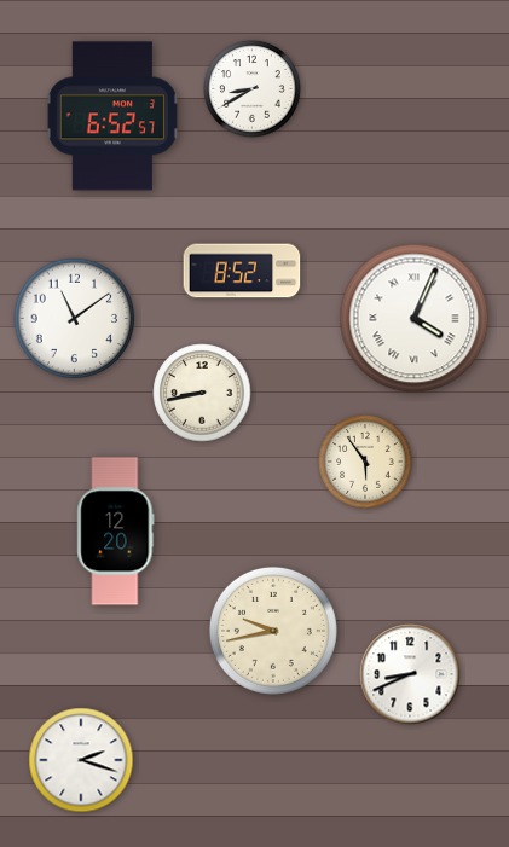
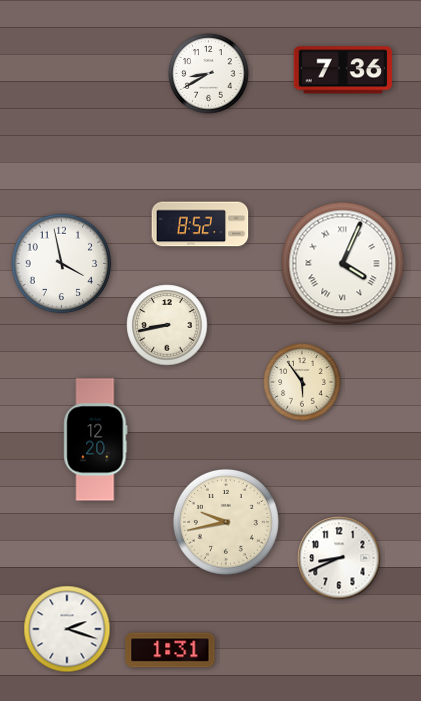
clock at (342, 70): none -> 7:36
clock at (112, 116): 6:52 -> none
clock at (75, 319): 11:09 -> 3:58
clock at (170, 650): none -> 1:31
